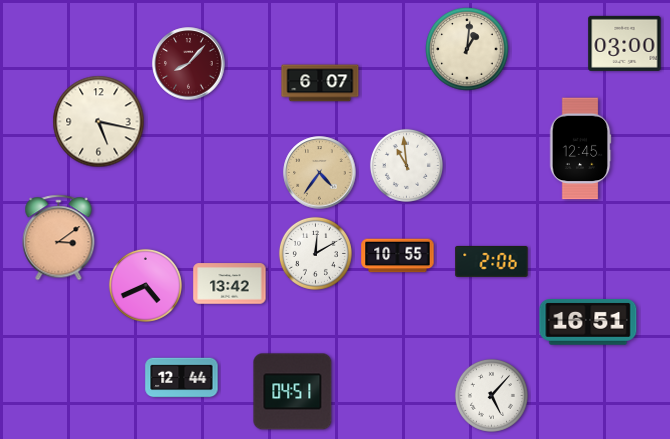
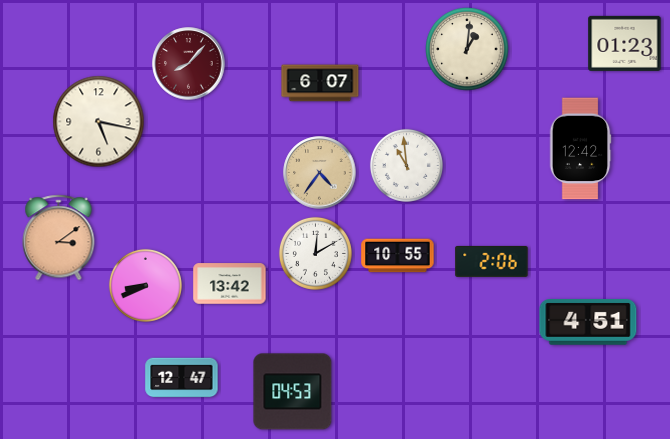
clock at (625, 43): 03:00 -> 01:23
clock at (580, 149): 12:45 -> 12:42
clock at (145, 285): 4:41 -> 8:41
clock at (588, 323): 16:51 -> 4:51
clock at (182, 378): 12:44 -> 12:47
clock at (293, 392): 04:51 -> 04:53
clock at (491, 395): 5:07 -> none
